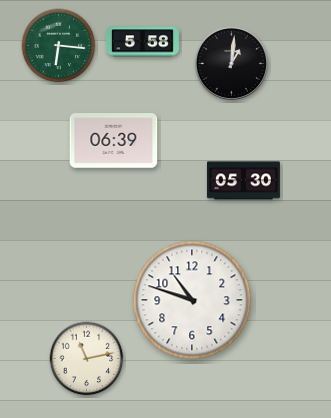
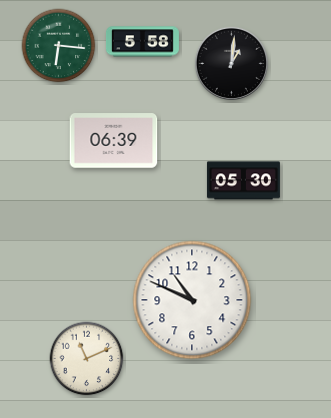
clock at (192, 300): 10:48 -> 10:49
clock at (87, 359): 11:13 -> 11:11
